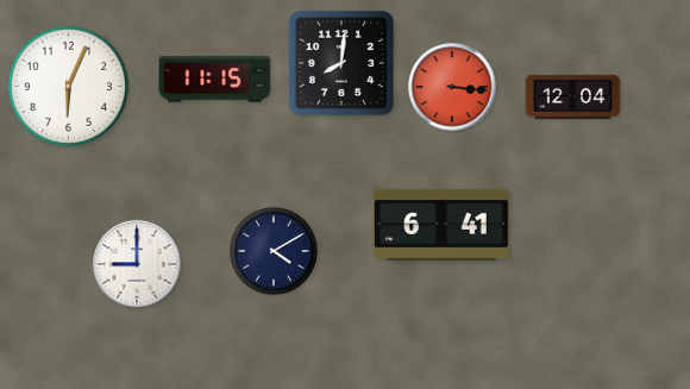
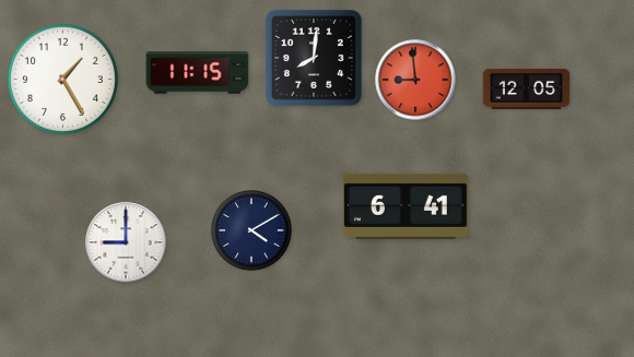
clock at (68, 86): 6:04 -> 1:25
clock at (452, 87): 3:16 -> 8:59
clock at (573, 96): 12:04 -> 12:05
